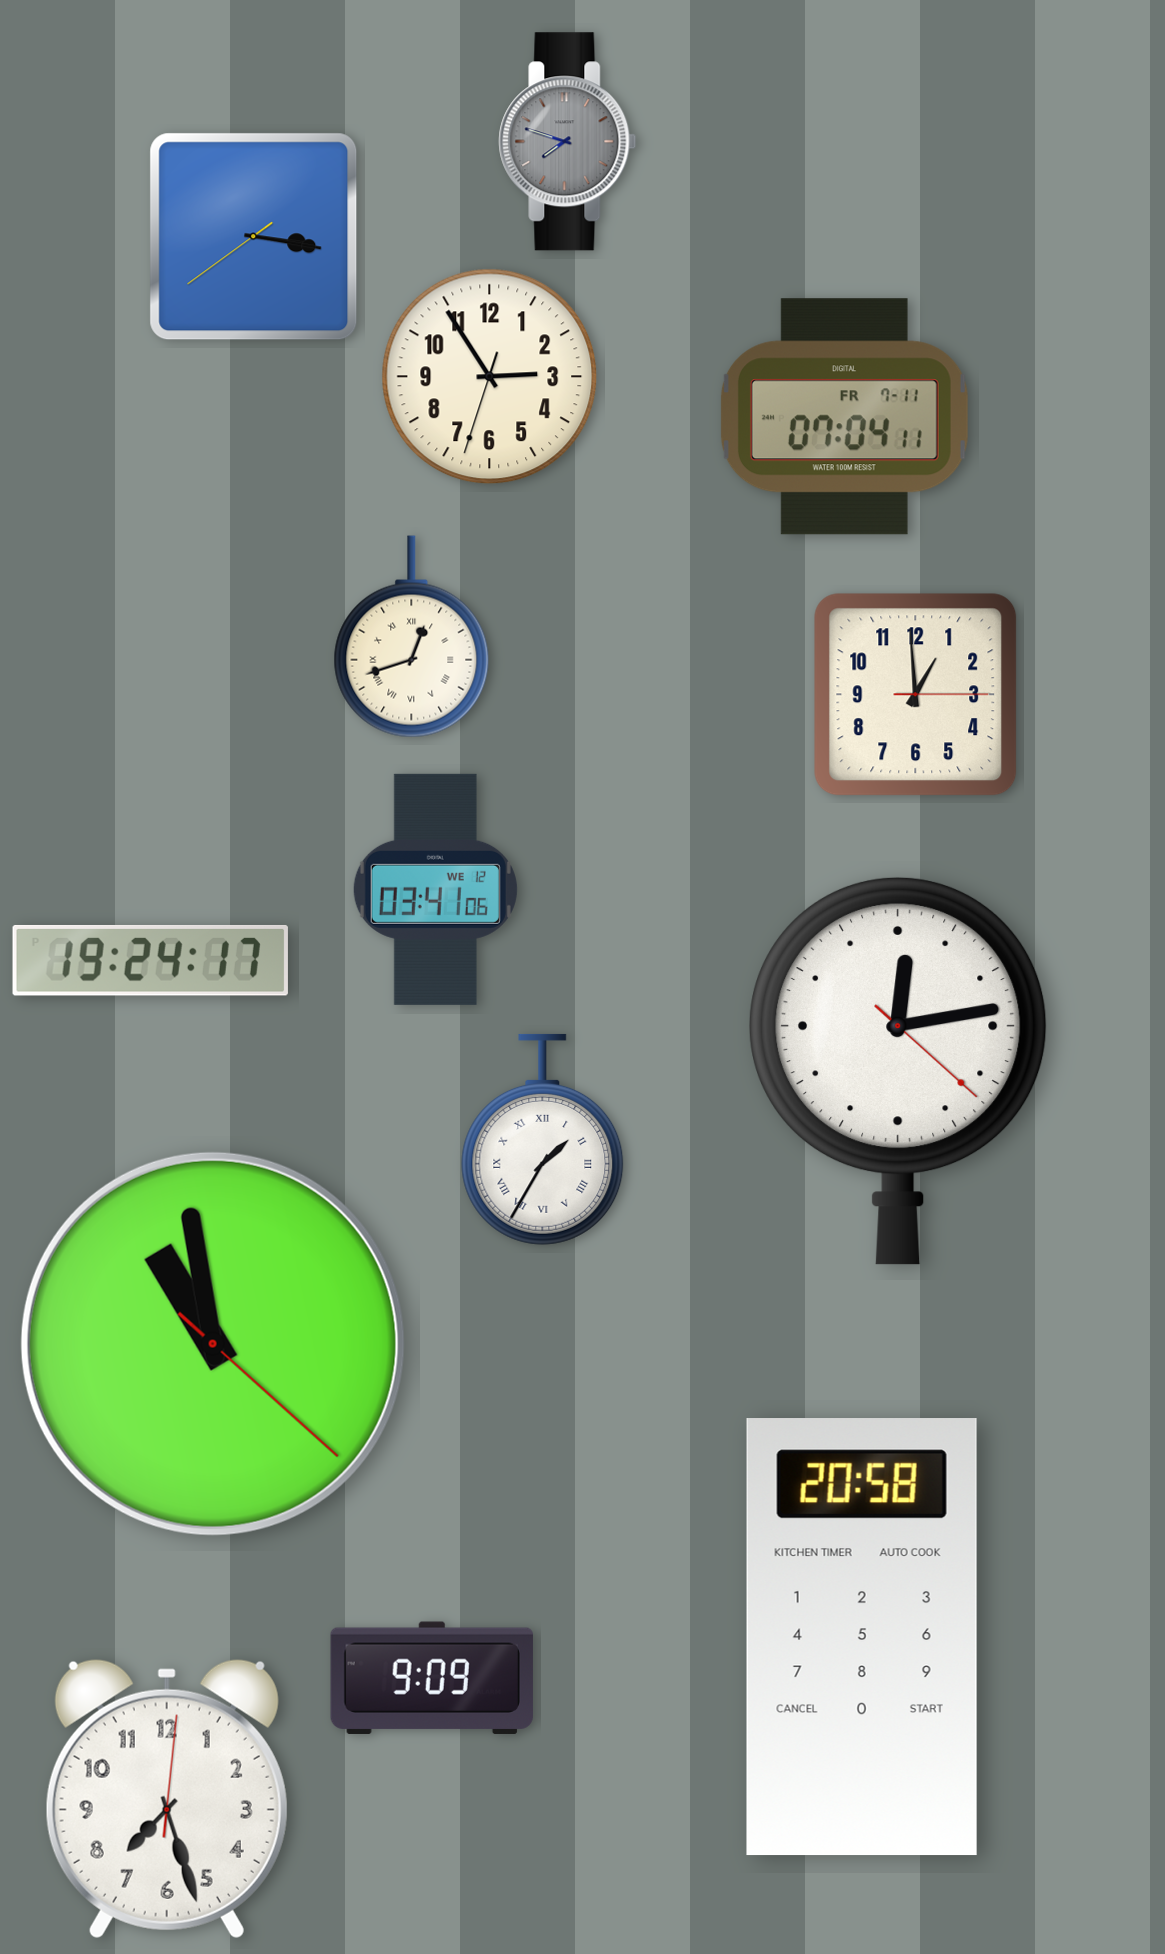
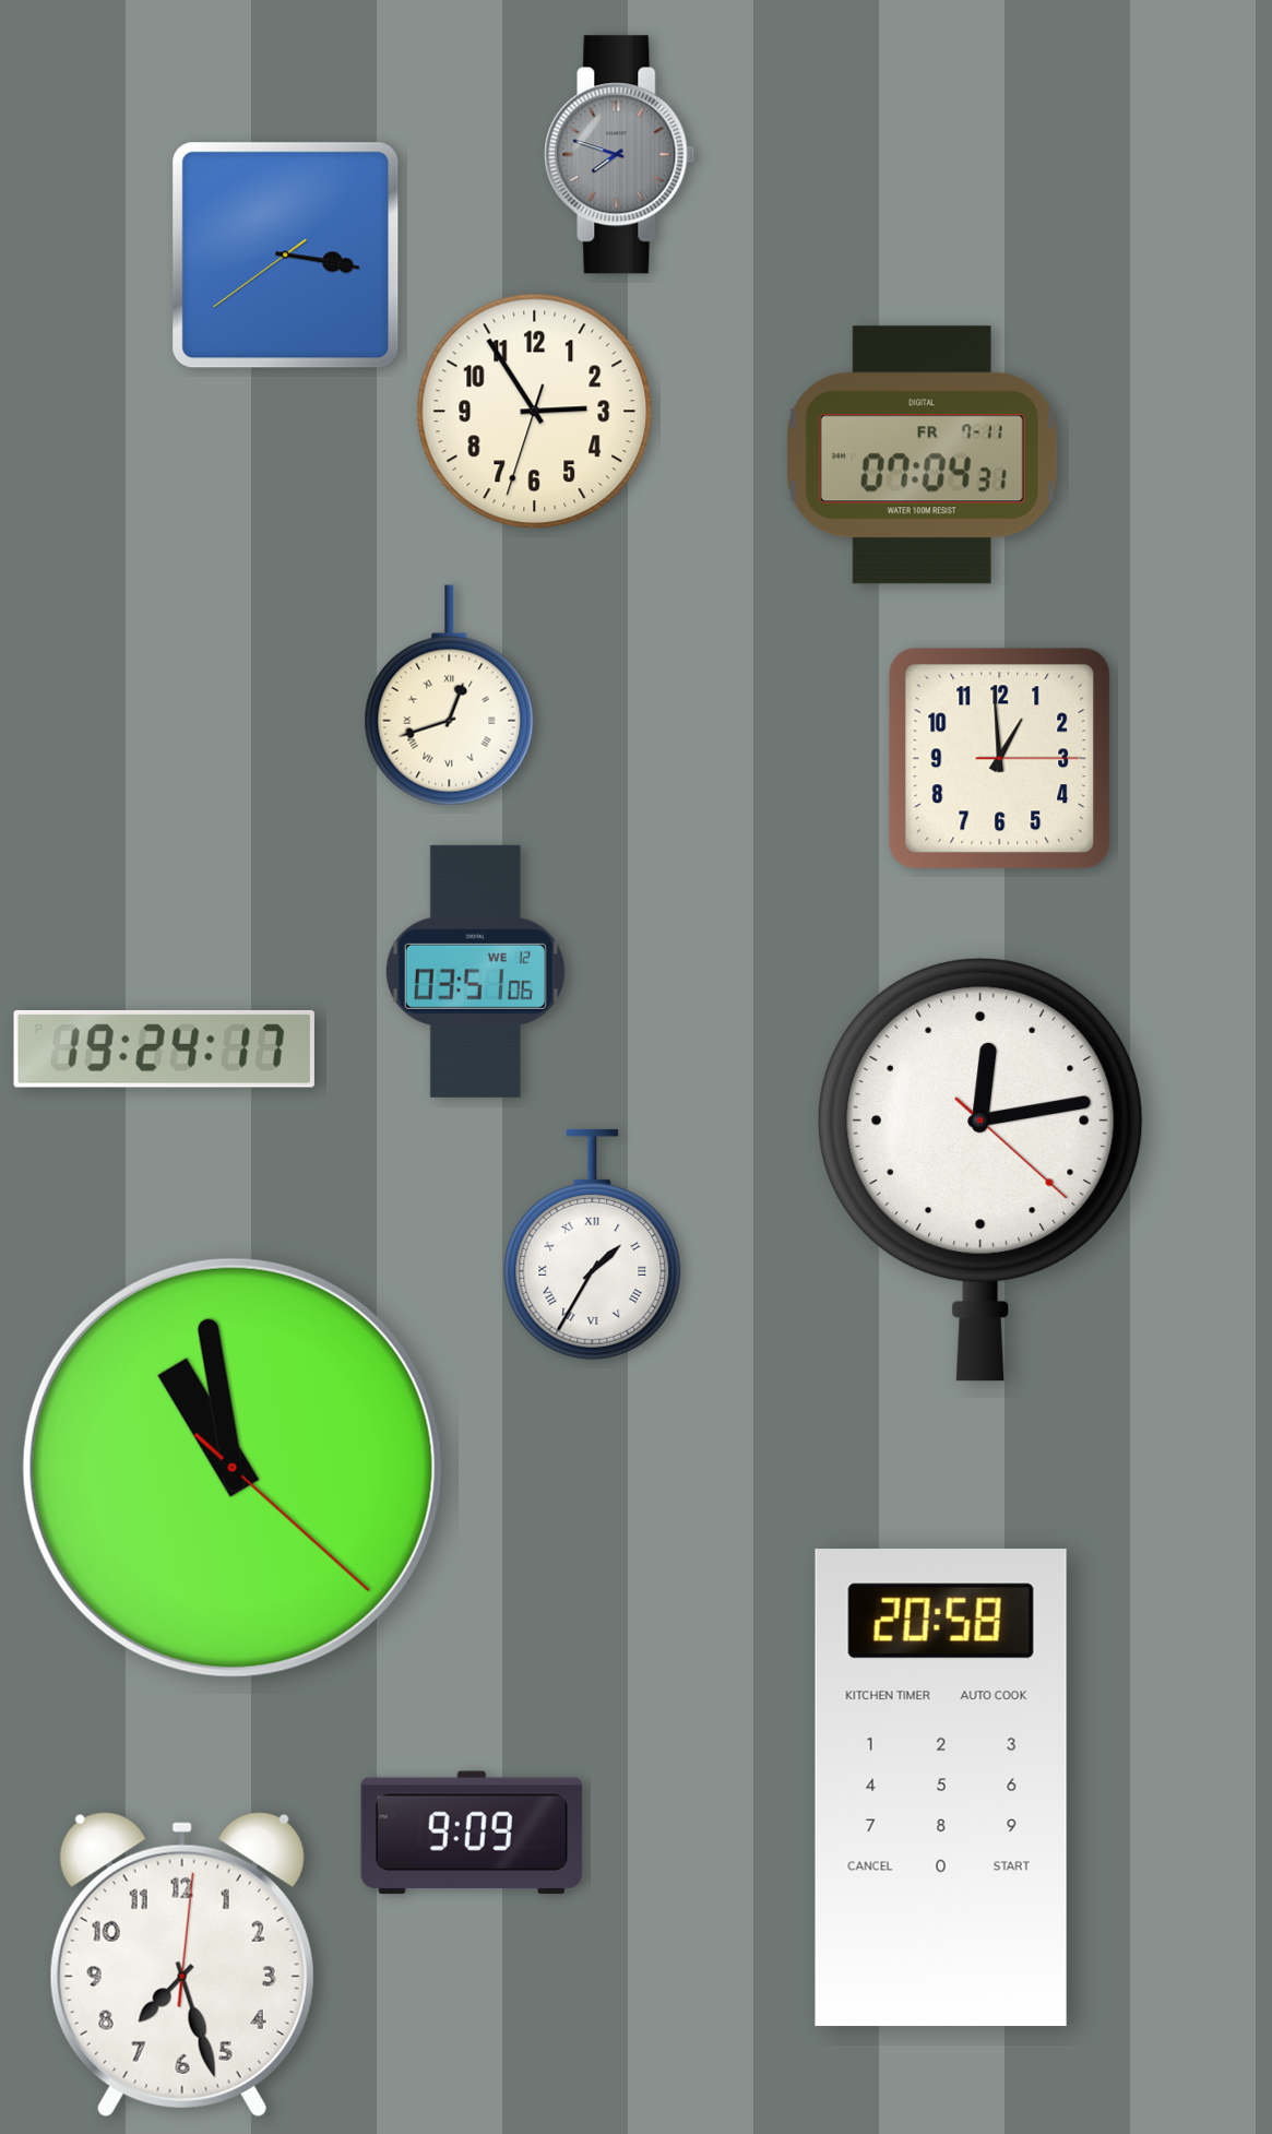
clock at (254, 237) position: (254, 237) -> (286, 256)
clock at (844, 417): 07:04:11 -> 07:04:31
clock at (435, 889): 03:41 -> 03:51
